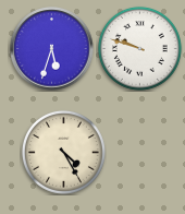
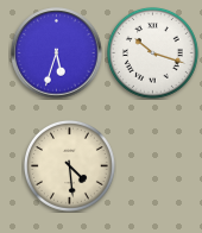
clock at (139, 48): 9:48 -> 10:18
clock at (63, 152): 4:25 -> 4:29
